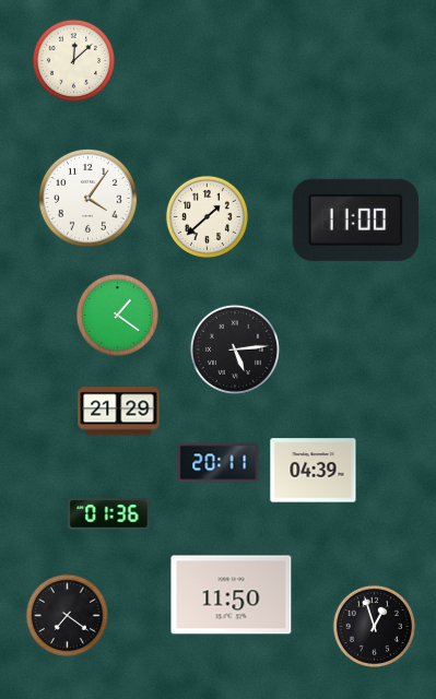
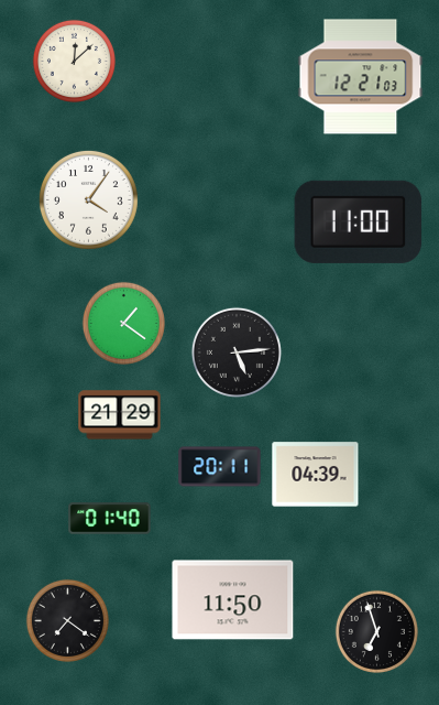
clock at (361, 77): none -> 12:21
clock at (207, 216): 1:38 -> none
clock at (117, 315) position: (117, 315) -> (123, 323)
clock at (109, 514): 01:36 -> 01:40
clock at (374, 626): 12:57 -> 6:57
